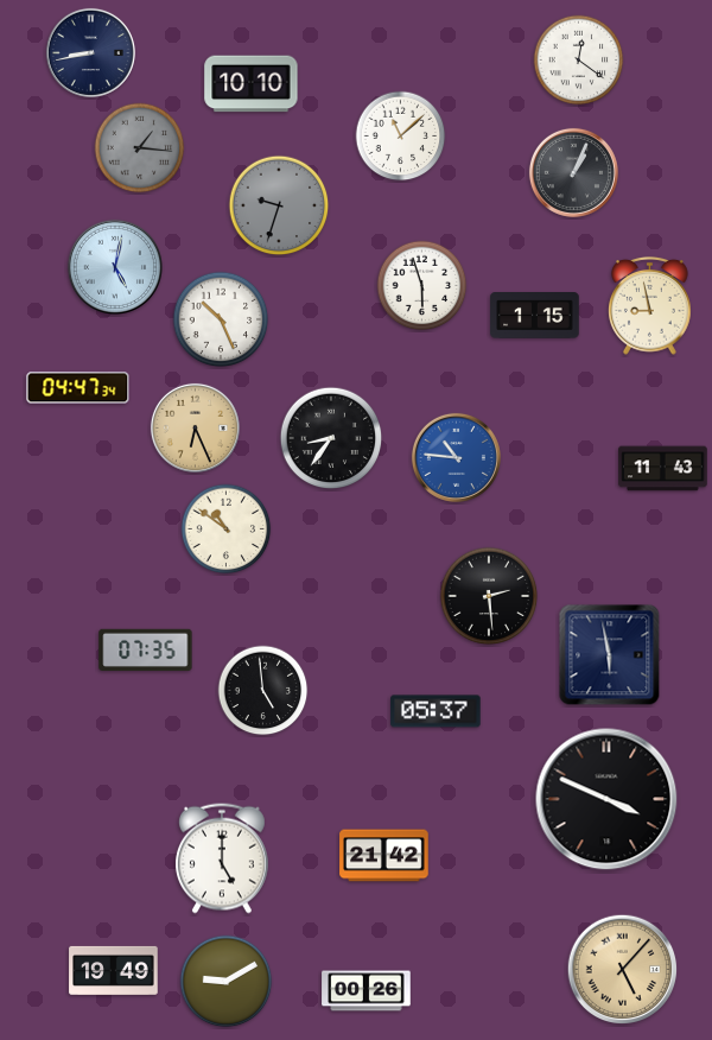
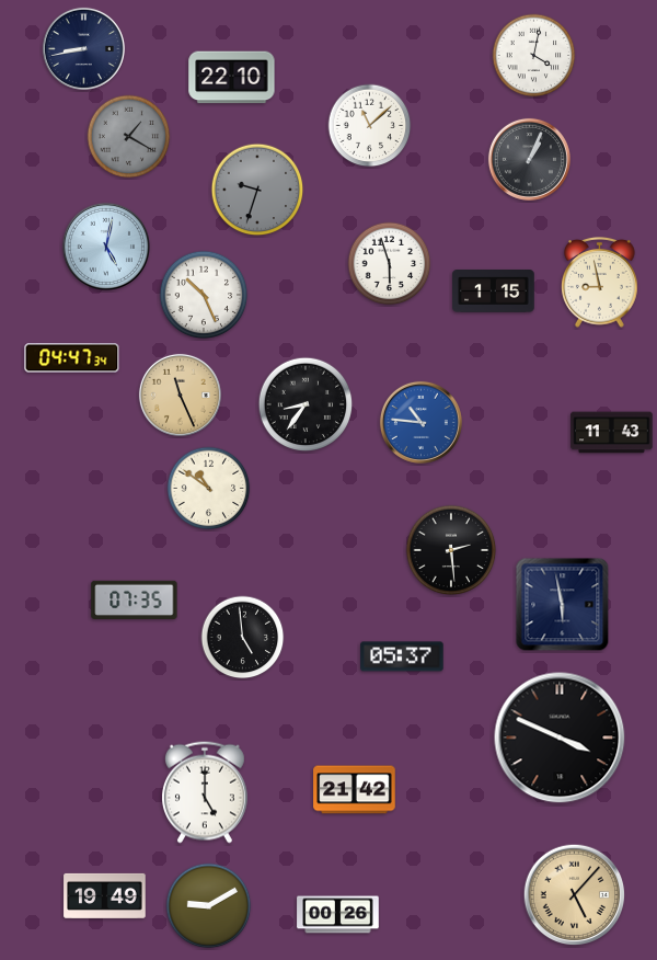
clock at (579, 61): 12:21 -> 4:02
clock at (252, 84): 10:10 -> 22:10
clock at (140, 148): 1:16 -> 1:20
clock at (195, 427): 6:26 -> 11:26
